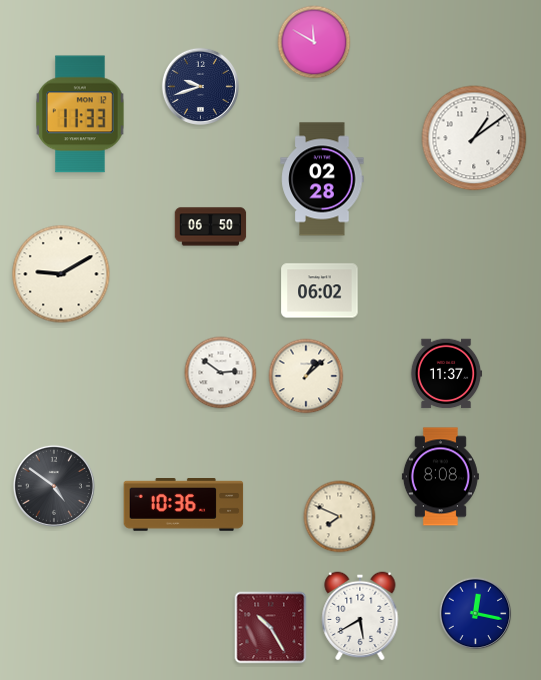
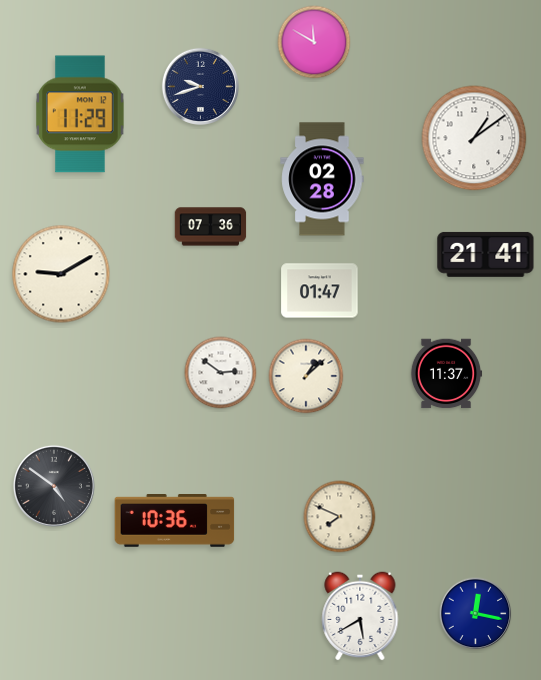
clock at (80, 114): 11:33 -> 11:29
clock at (211, 227): 06:50 -> 07:36
clock at (486, 254): none -> 21:41
clock at (320, 291): 06:02 -> 01:47
clock at (440, 477): 8:08 -> none
clock at (184, 505) position: (184, 505) -> (175, 521)
clock at (271, 628): 10:25 -> none
